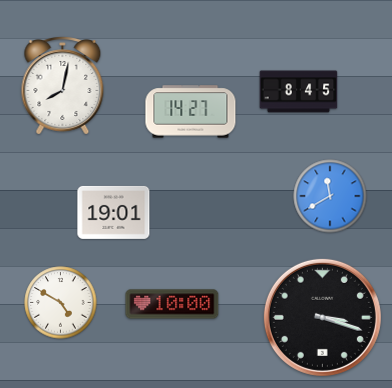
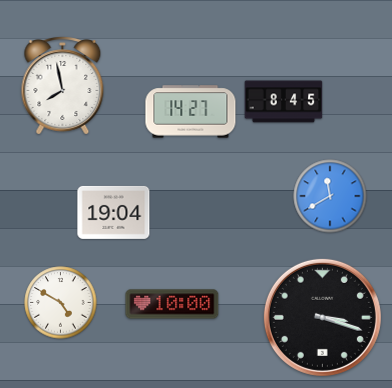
clock at (63, 86): 8:02 -> 7:58
clock at (299, 92) position: (299, 92) -> (284, 102)
clock at (114, 212): 19:01 -> 19:04
